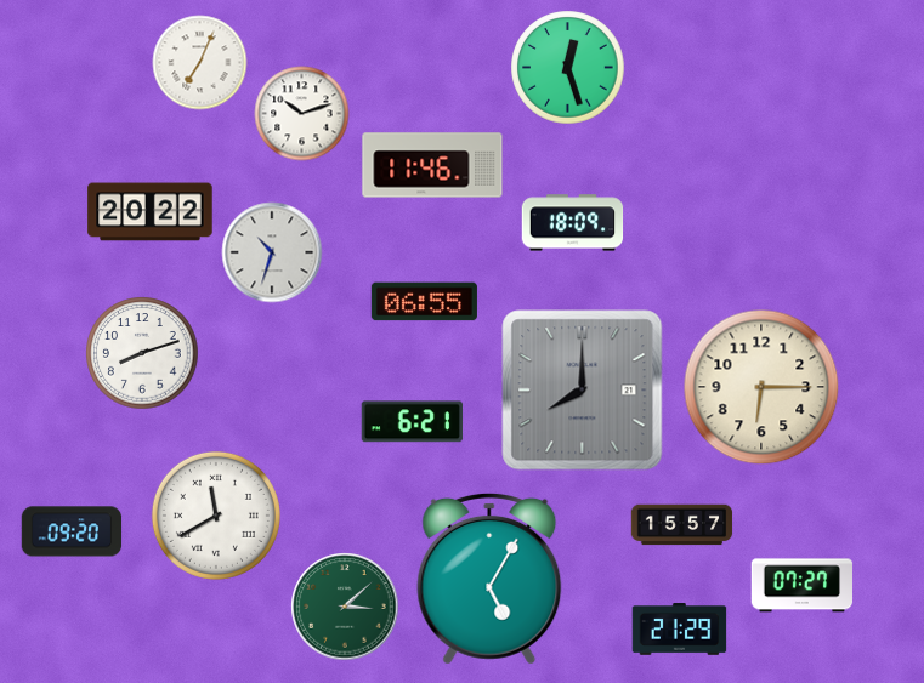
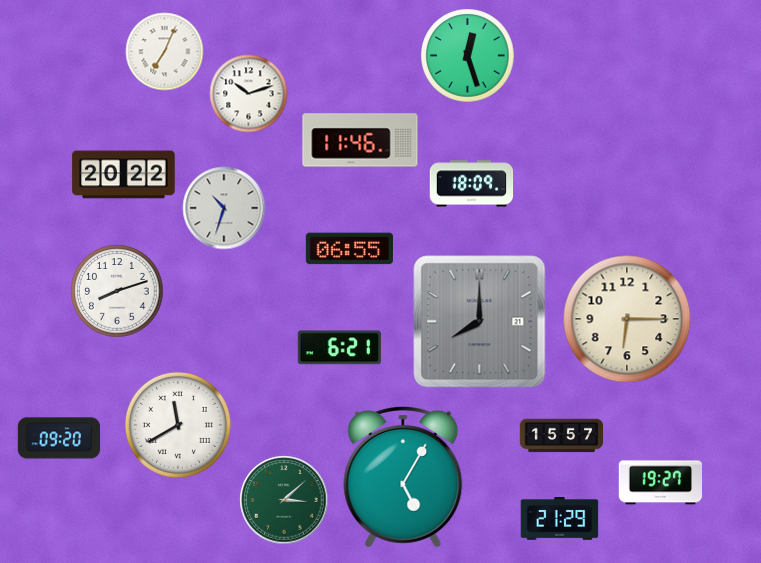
clock at (432, 165) position: (432, 165) -> (360, 140)
clock at (681, 525) position: (681, 525) -> (561, 436)
clock at (801, 586): 07:27 -> 19:27
